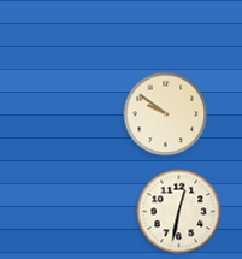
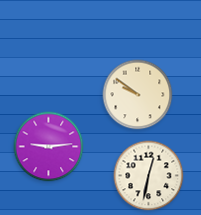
clock at (49, 147): none -> 9:14
